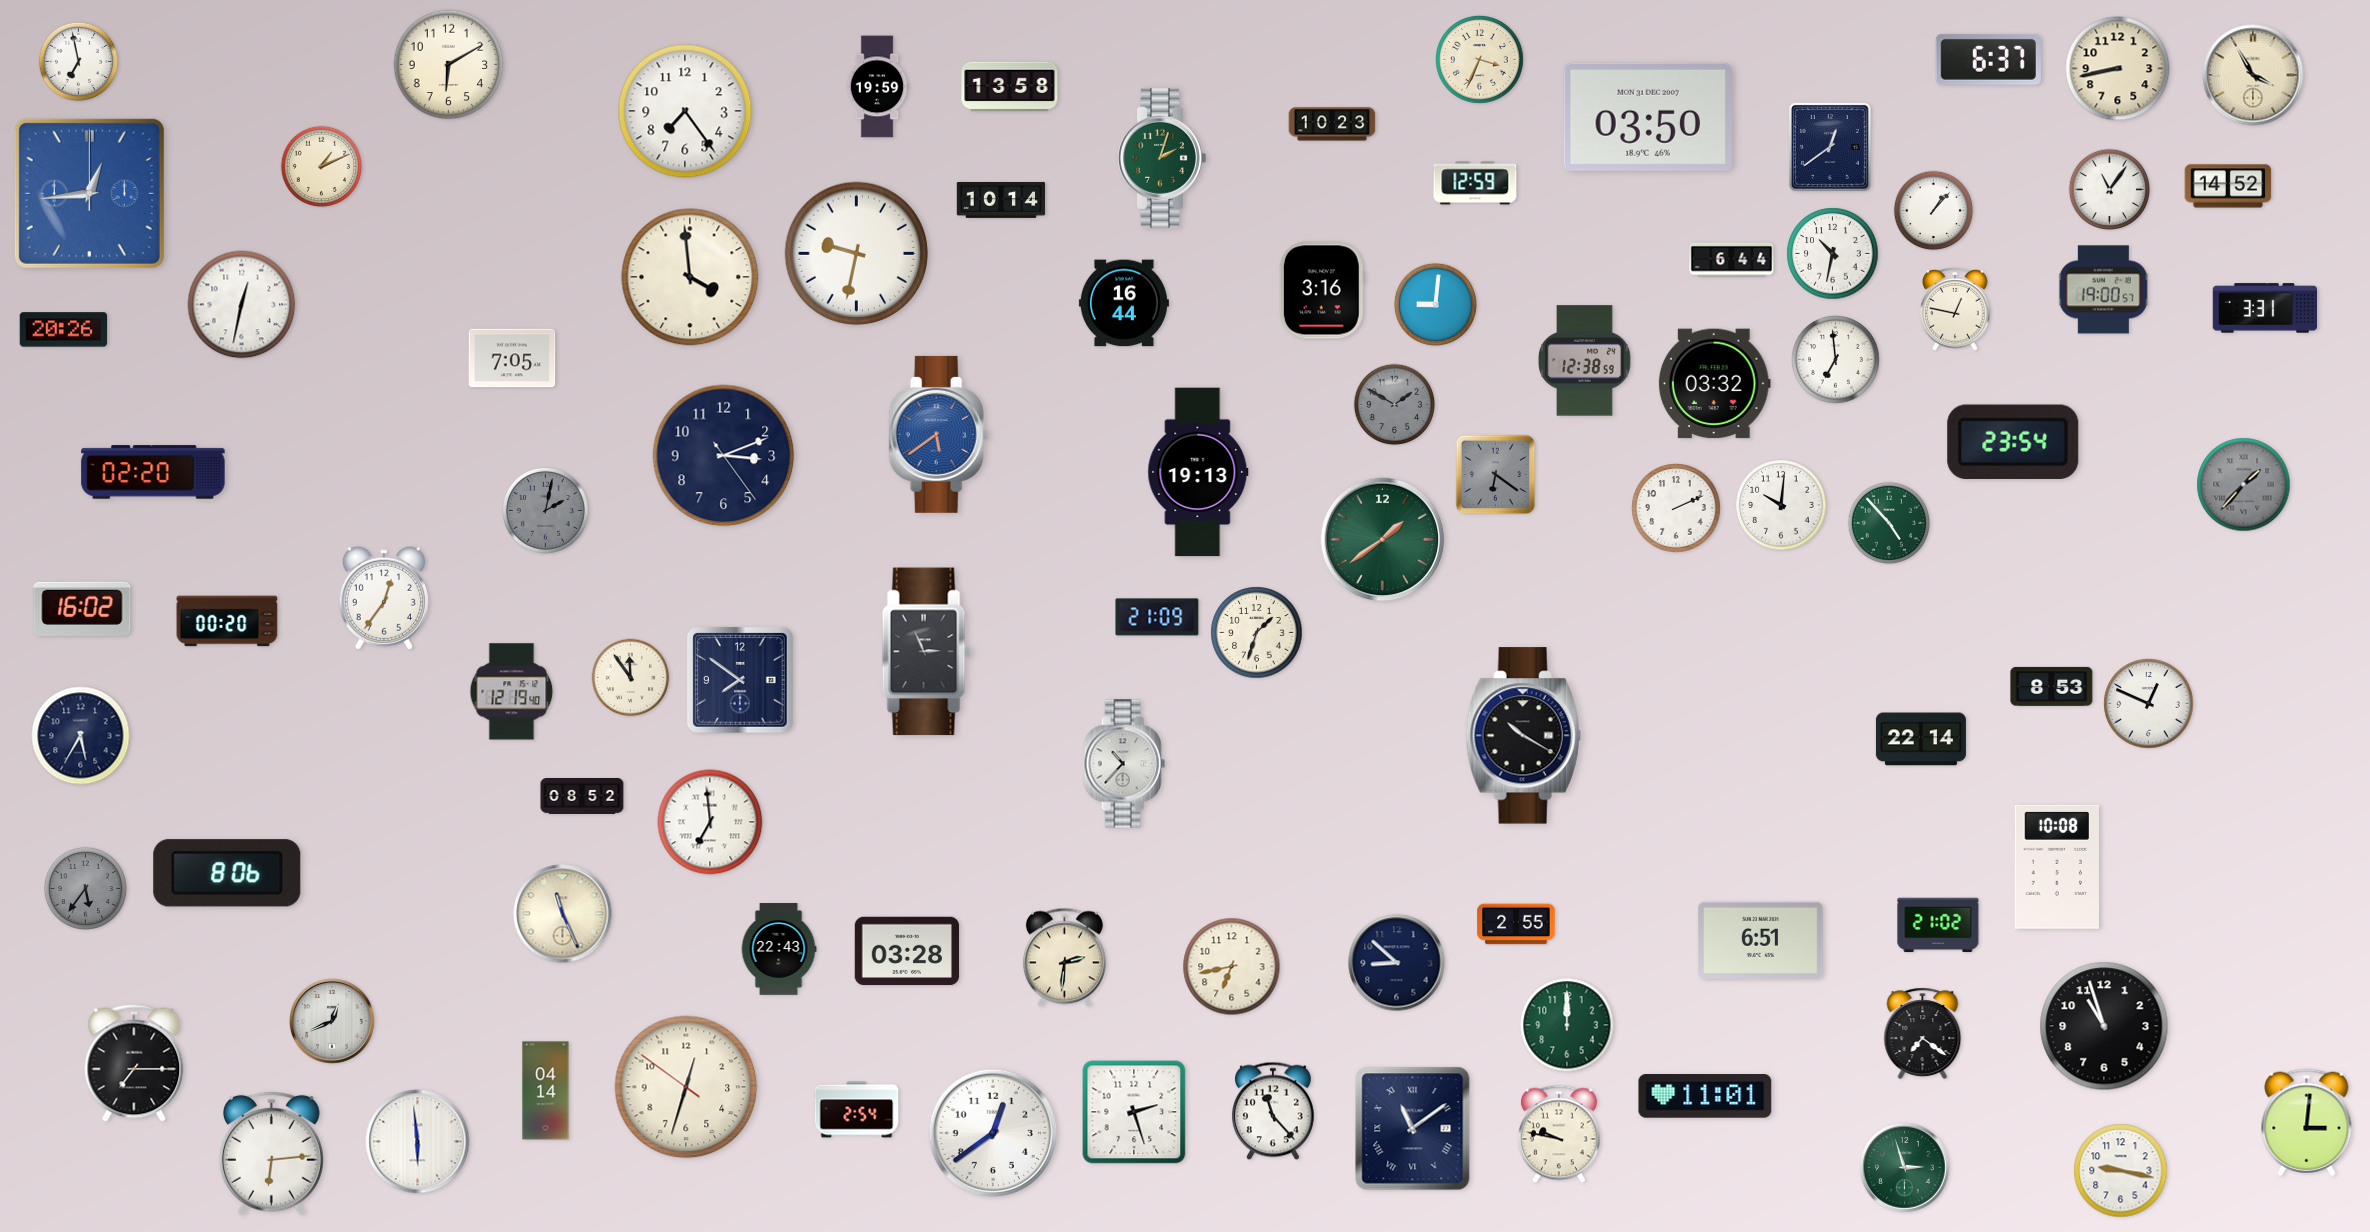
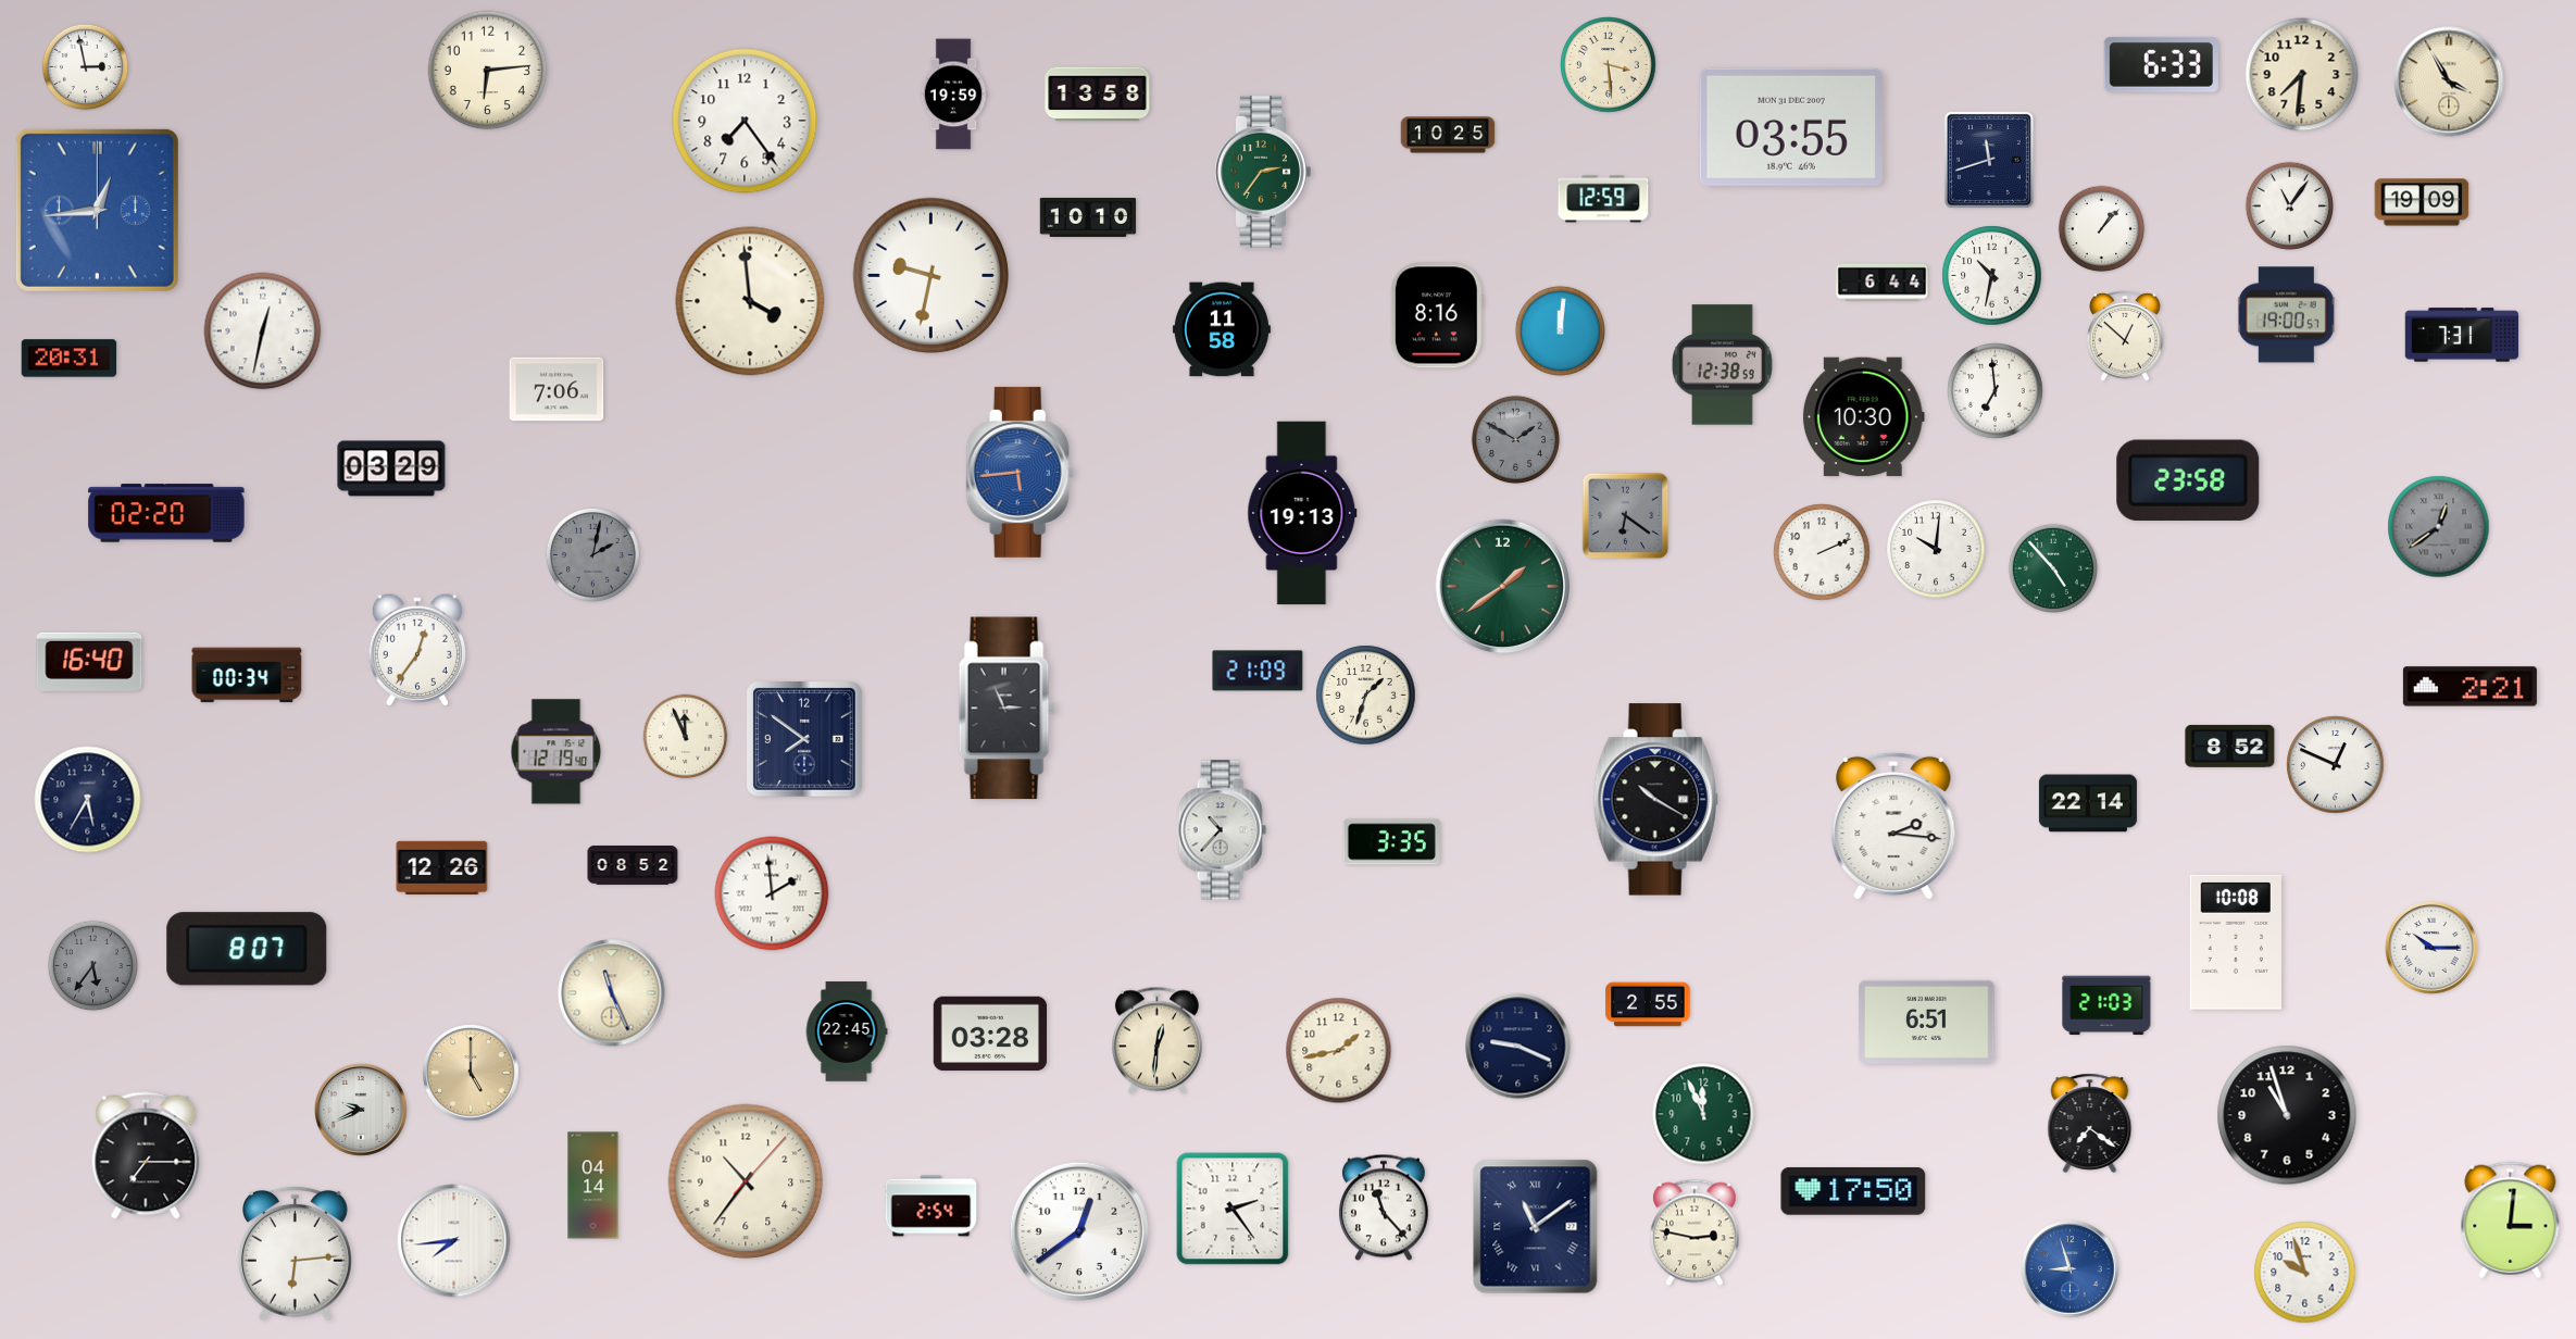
clock at (1988, 59): 6:37 -> 6:33
clock at (1480, 60): 3:34 -> 3:29
clock at (79, 62): 6:58 -> 2:58
clock at (449, 65): 6:10 -> 6:14
clock at (2118, 69): 8:43 -> 7:31
clock at (1647, 117): 03:50 -> 03:55
clock at (1332, 124): 10:23 -> 10:25
clock at (1830, 147): 12:39 -> 11:42
clock at (1161, 158): 2:03 -> 2:36
clock at (322, 167): 1:11 -> none
clock at (2228, 186): 14:52 -> 19:09
clock at (2110, 190) position: (2110, 190) -> (2290, 207)
clock at (1001, 200): 10:14 -> 10:10
clock at (1322, 290): 3:16 -> 8:16
clock at (1124, 303): 16:44 -> 11:58
clock at (1435, 304): 9:01 -> 12:01
clock at (2265, 308): 3:31 -> 7:31
clock at (1955, 310): 12:47 -> 12:52
clock at (64, 330): 20:26 -> 20:31
clock at (512, 358): 7:05 -> 7:06
clock at (1585, 361) position: (1585, 361) -> (1723, 365)
clock at (1714, 384): 03:32 -> 10:30
clock at (391, 468): none -> 03:29
clock at (939, 434): 5:39 -> 5:44
clock at (2013, 442): 23:54 -> 23:58
clock at (724, 456): 3:11 -> none
clock at (2244, 485): 1:37 -> 12:39
clock at (82, 609): 16:02 -> 16:40
clock at (227, 621): 00:20 -> 00:34
clock at (2469, 687): none -> 2:21
clock at (1257, 633) position: (1257, 633) -> (1366, 696)
clock at (631, 678): 11:54 -> 11:56
clock at (2052, 686): 8:53 -> 8:52
clock at (1893, 826): none -> 2:16
clock at (1391, 842): none -> 3:35
clock at (442, 867): none -> 12:26
clock at (710, 822): 6:59 -> 1:59
clock at (227, 873): 8:06 -> 8:07
clock at (2433, 949): none -> 10:15
clock at (1938, 925): 21:02 -> 21:03
clock at (1760, 940) position: (1760, 940) -> (1926, 1022)
clock at (779, 949): 22:43 -> 22:45
clock at (907, 951) position: (907, 951) -> (990, 1034)
clock at (1064, 958): 2:31 -> 12:31
clock at (1397, 963): 8:52 -> 9:19
clock at (1232, 967): 6:43 -> 1:43
clock at (471, 1073): none -> 5:00
clock at (333, 1022): 12:41 -> 9:41
clock at (1567, 1025): 12:00 -> 11:56
clock at (686, 1087): 12:32 -> 10:36
clock at (1705, 1096): 11:01 -> 17:50
clock at (1134, 1112): 2:27 -> 2:24
clock at (2307, 1123) position: (2307, 1123) -> (2511, 1221)
clock at (1559, 1134): 9:47 -> 2:47
clock at (418, 1142): 5:59 -> 7:44
clock at (1905, 1168): 2:57 -> 8:57
clock at (1905, 1168) dial: green -> blue
clock at (2121, 1171): 9:17 -> 9:57
